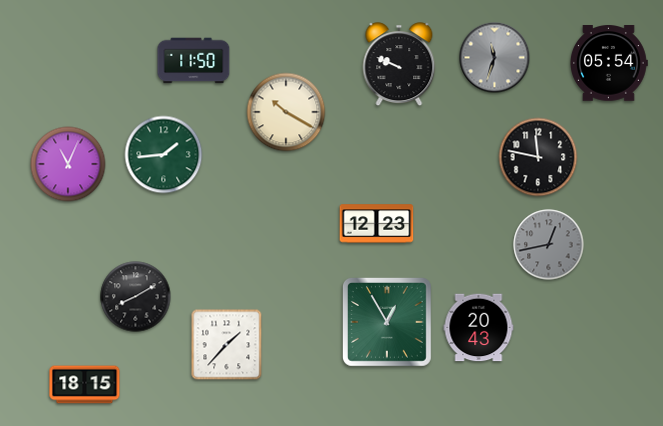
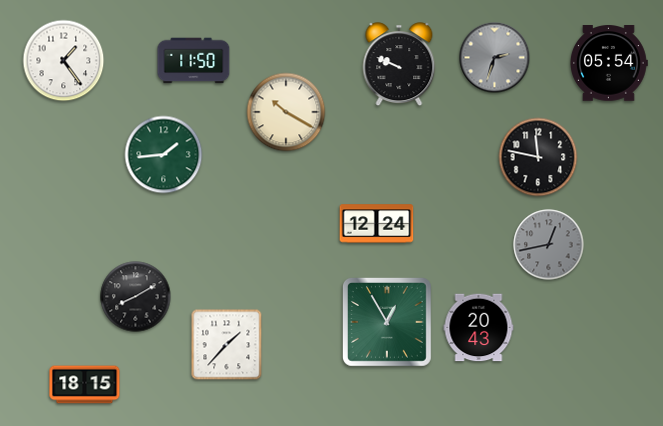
clock at (495, 58): 11:33 -> 2:33
clock at (64, 61): none -> 1:24
clock at (68, 164): 11:04 -> none
clock at (377, 224): 12:23 -> 12:24
